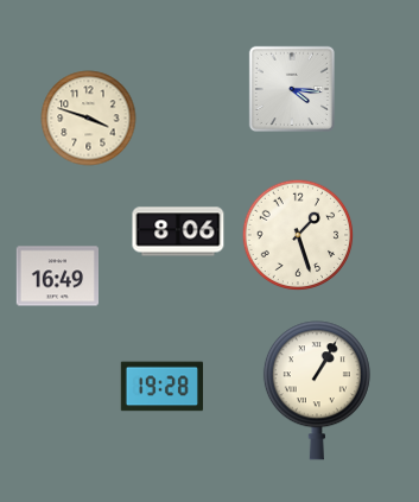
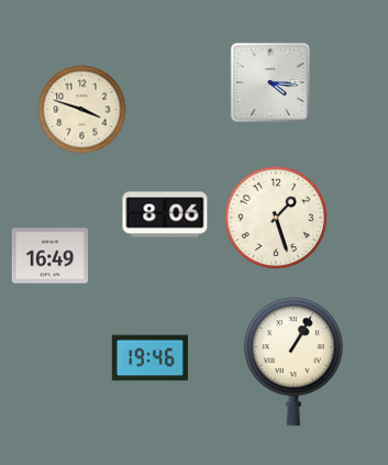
clock at (57, 277) position: (57, 277) -> (49, 256)
clock at (161, 387): 19:28 -> 19:46
